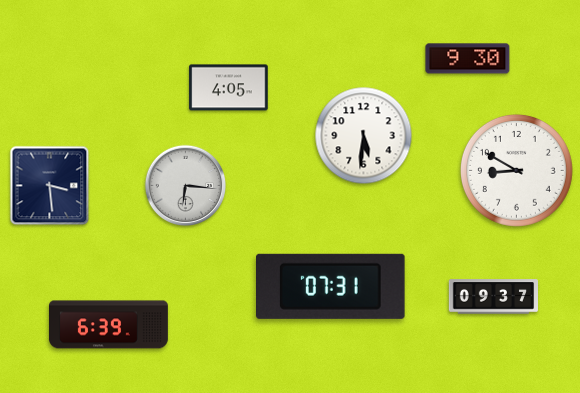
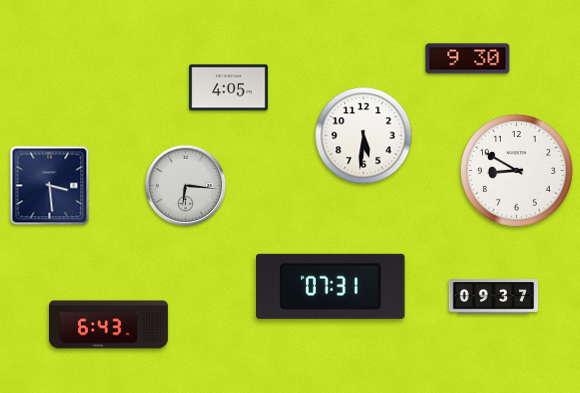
clock at (108, 325): 6:39 -> 6:43
